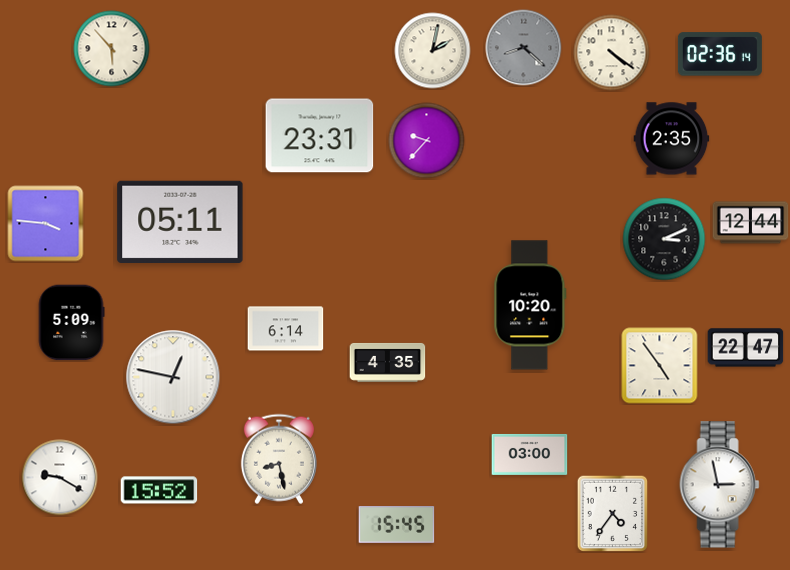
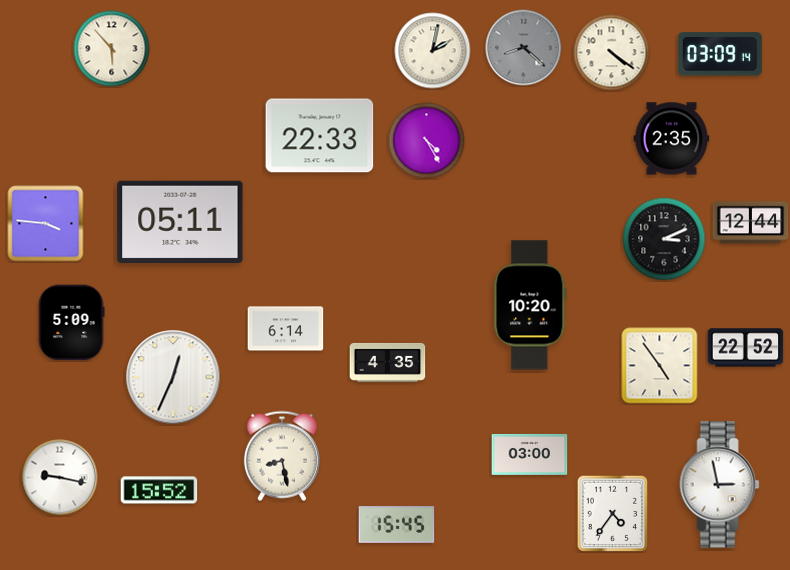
clock at (720, 54): 02:36 -> 03:09
clock at (320, 136): 23:31 -> 22:33
clock at (427, 141): 9:37 -> 4:25
clock at (746, 348): 22:47 -> 22:52
clock at (173, 377): 12:47 -> 12:34
clock at (279, 459) position: (279, 459) -> (282, 456)
clock at (60, 478): 9:20 -> 9:17
